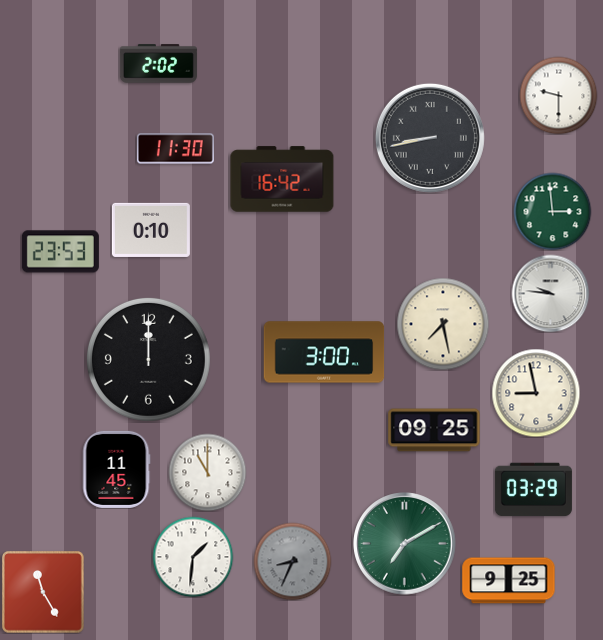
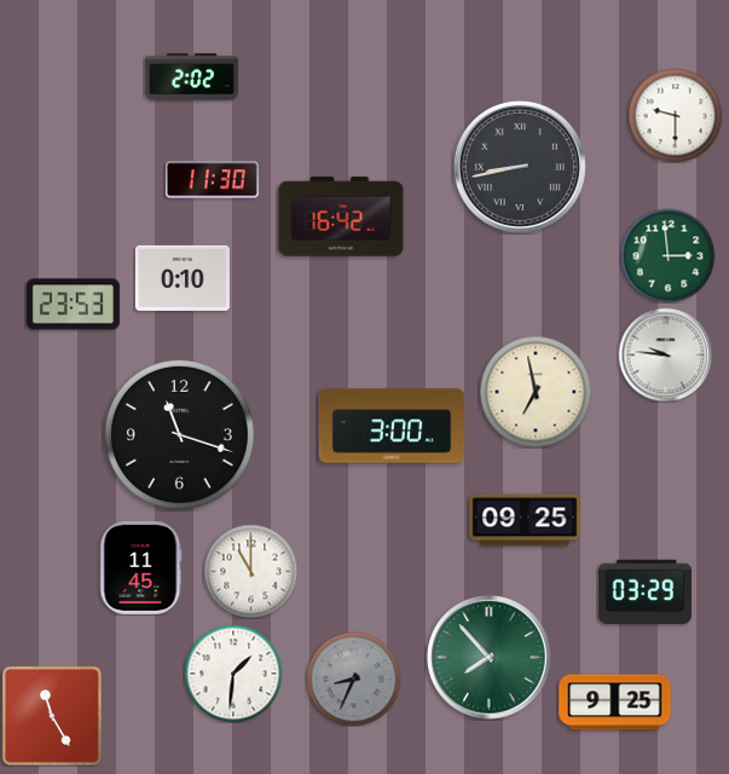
clock at (443, 324): 7:28 -> 6:58
clock at (148, 359): 12:00 -> 11:18
clock at (536, 393): 8:58 -> none
clock at (405, 544): 7:10 -> 7:53
